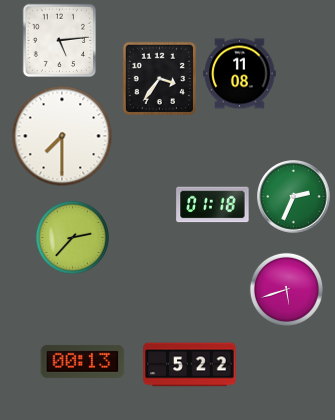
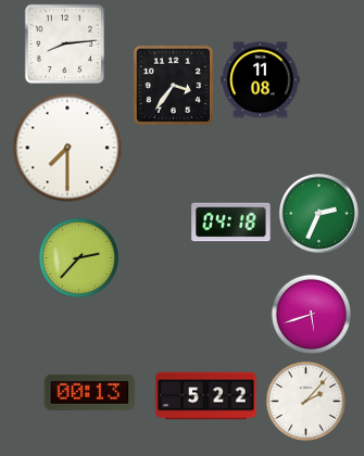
clock at (59, 40): 5:14 -> 8:14
clock at (213, 205): 01:18 -> 04:18
clock at (305, 401): none -> 2:07
